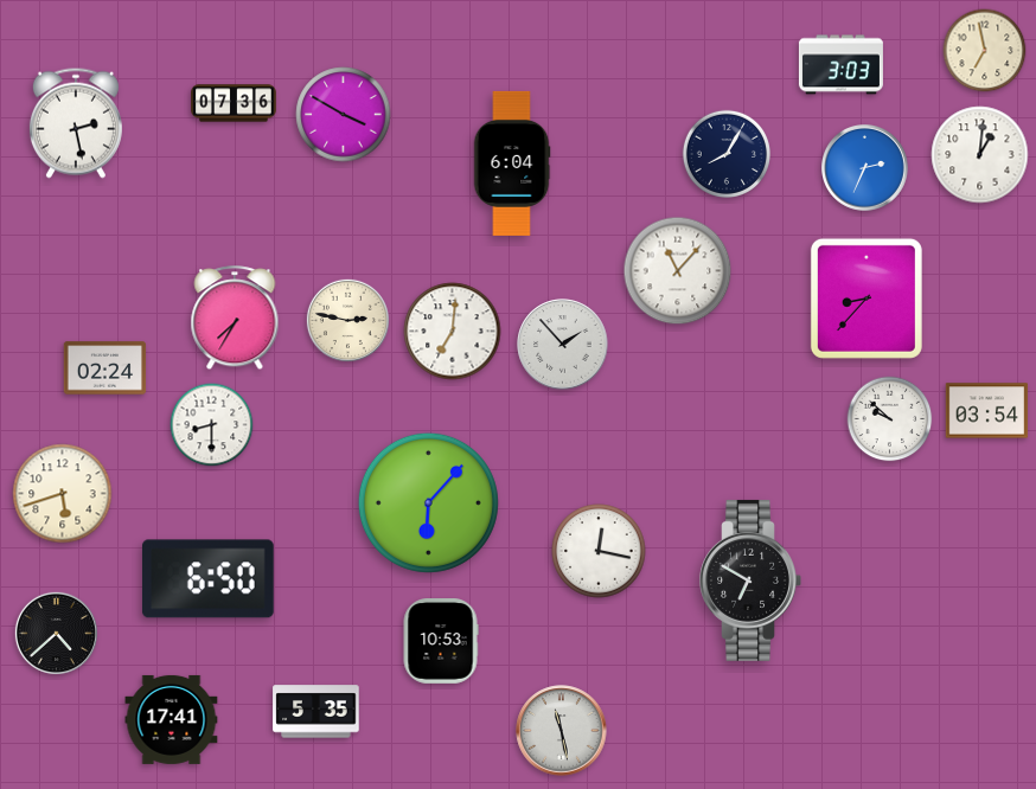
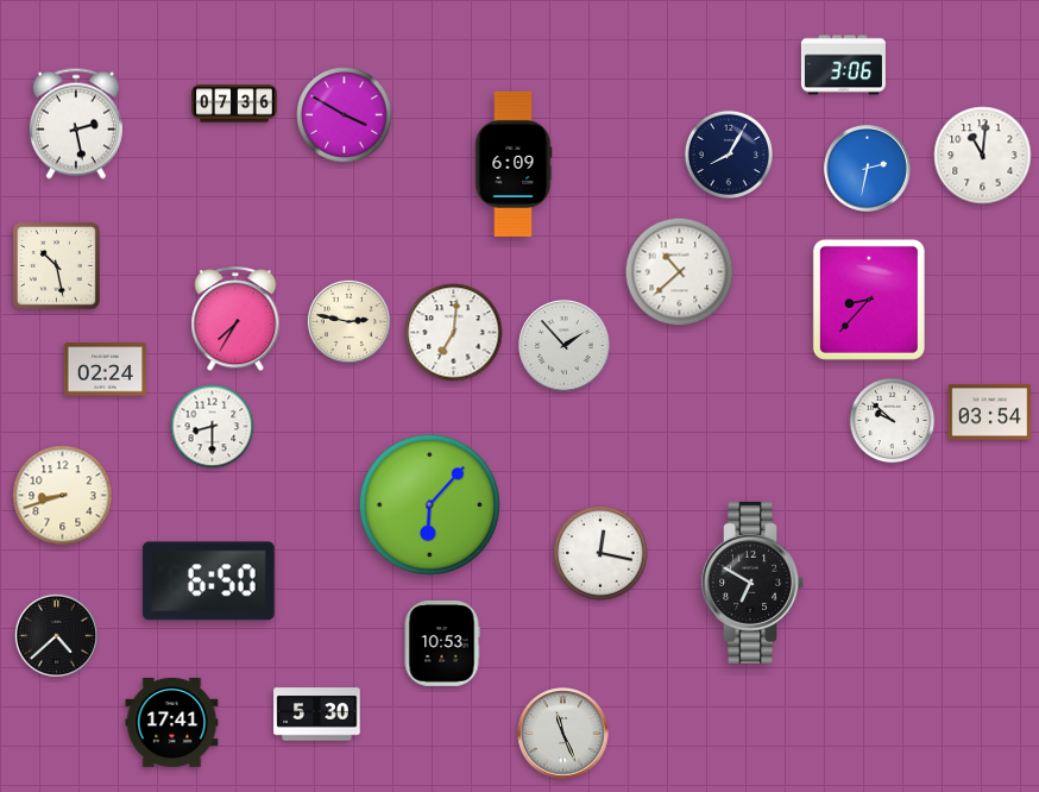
clock at (985, 51): 6:58 -> none
clock at (840, 65): 3:03 -> 3:06
clock at (980, 155): 1:01 -> 11:01
clock at (512, 163): 6:04 -> 6:09
clock at (865, 168): 2:34 -> 2:32
clock at (56, 265): none -> 10:28
clock at (678, 271): 11:07 -> 10:38
clock at (63, 494): 5:42 -> 8:42
clock at (316, 712): 5:35 -> 5:30
clock at (562, 731): 11:28 -> 11:26
